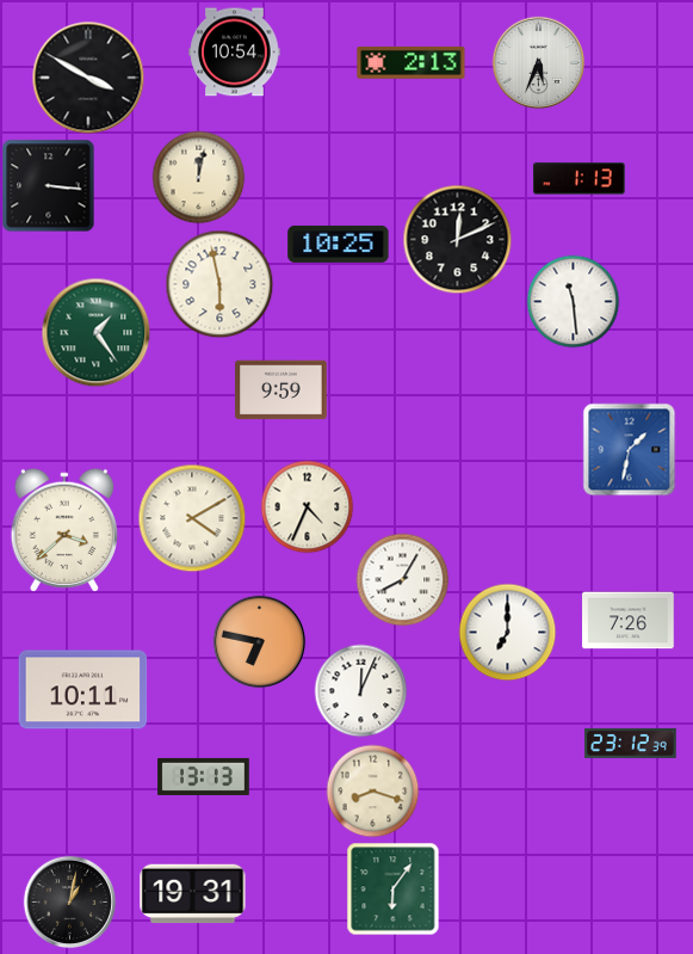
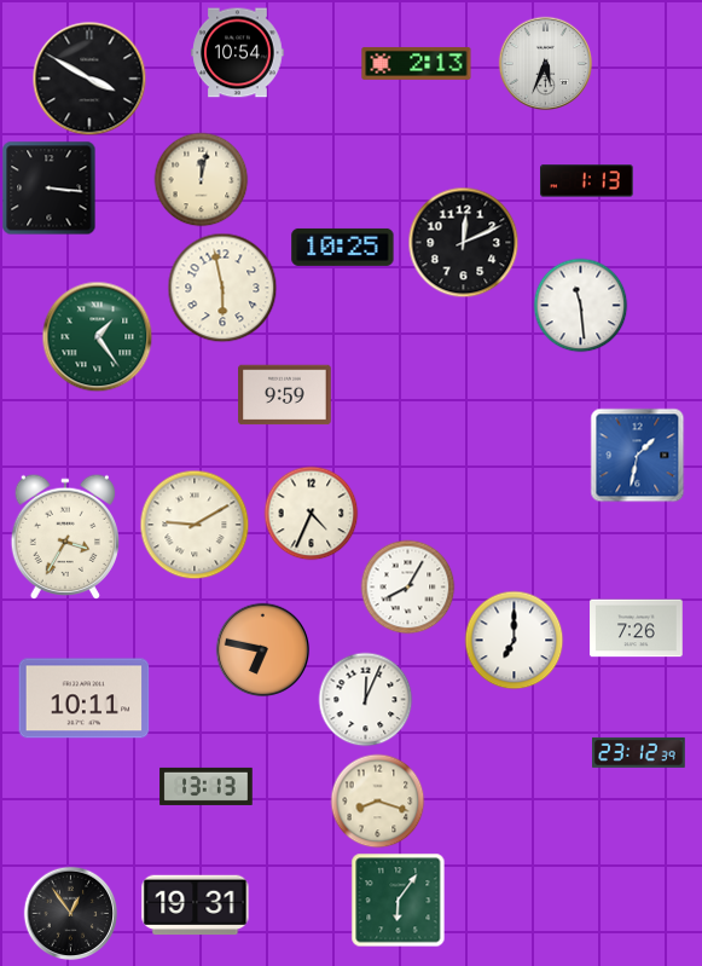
clock at (192, 518): 4:10 -> 9:10
clock at (63, 530): 3:38 -> 3:35
clock at (69, 901): 1:02 -> 12:54
